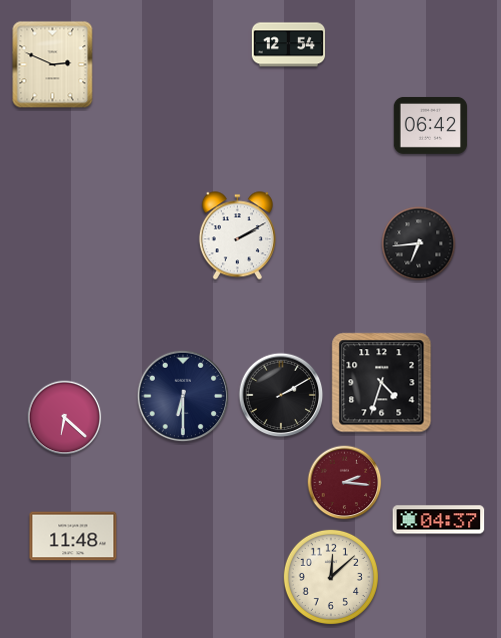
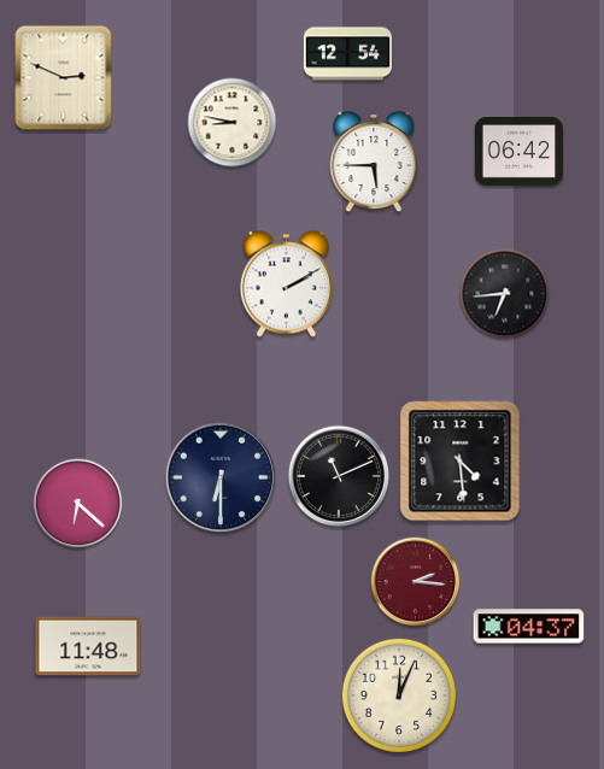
clock at (233, 123): none -> 8:47
clock at (374, 163): none -> 5:45
clock at (382, 383): 4:33 -> 4:29
clock at (281, 395): 2:10 -> 11:11
clock at (331, 577): 12:08 -> 12:04
